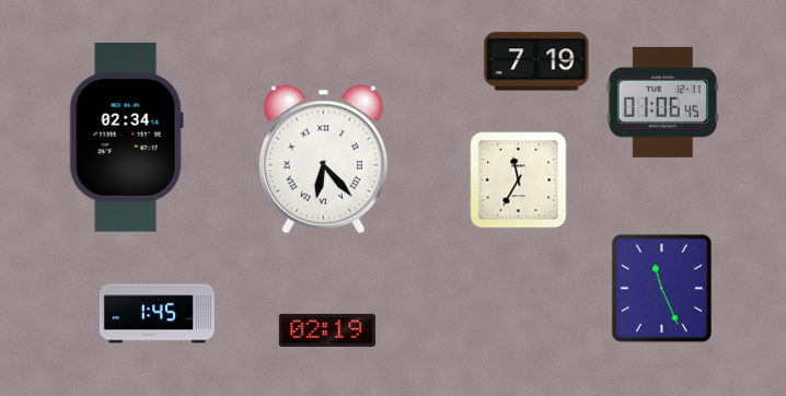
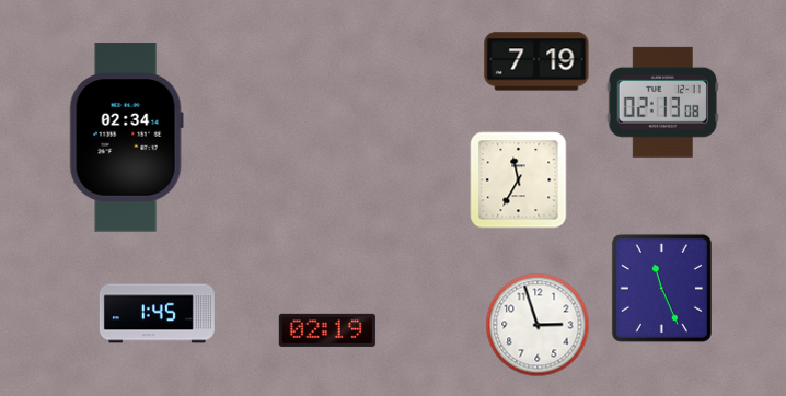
clock at (662, 102): 01:06 -> 02:13
clock at (323, 160): 6:23 -> none
clock at (538, 325): none -> 2:57
